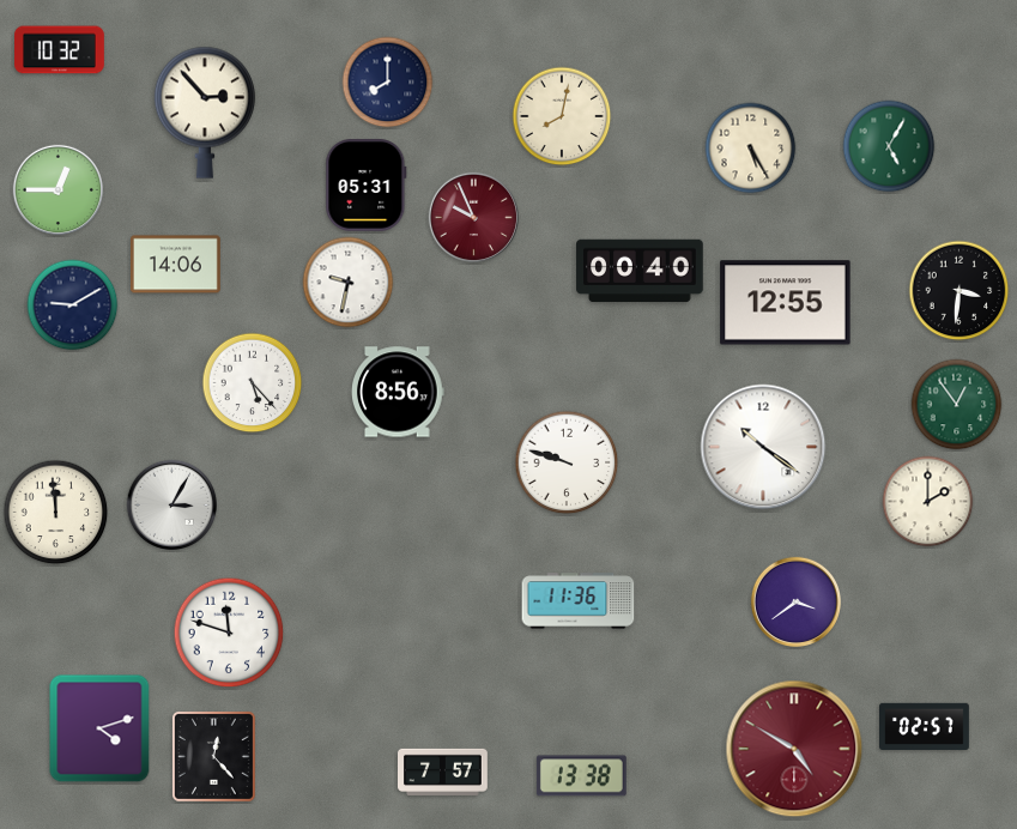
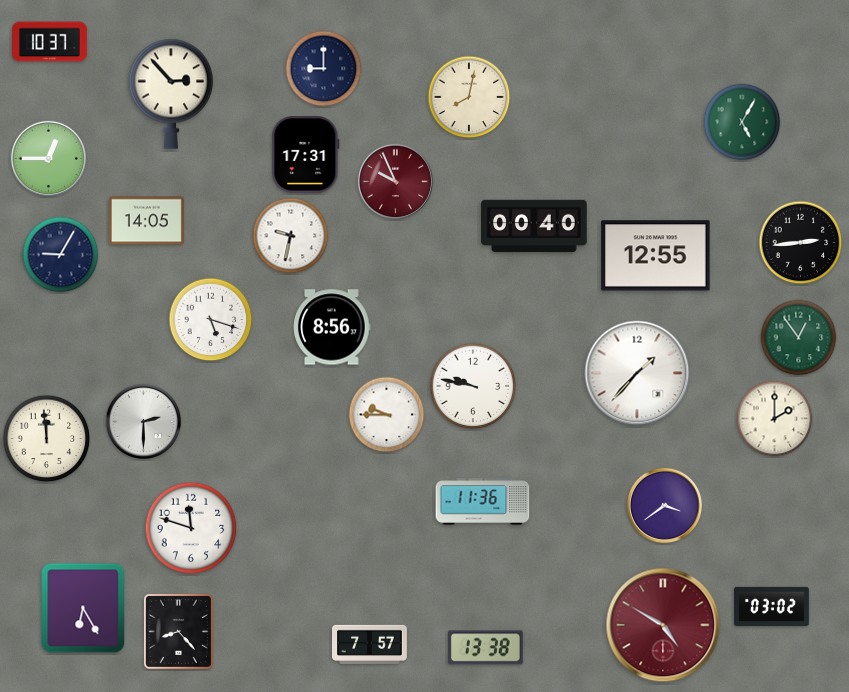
clock at (60, 50): 10:32 -> 10:37
clock at (388, 83): 8:00 -> 9:00
clock at (751, 149): 5:25 -> none
clock at (367, 186): 05:31 -> 17:31
clock at (175, 265): 14:06 -> 14:05
clock at (960, 291): 3:31 -> 2:44
clock at (786, 303) position: (786, 303) -> (656, 256)
clock at (73, 305): 9:10 -> 9:05
clock at (253, 383): 5:23 -> 5:18
clock at (763, 447): 10:21 -> 1:37
clock at (567, 462): 9:48 -> 9:47
clock at (387, 415): none -> 9:45
clock at (171, 504): 3:05 -> 2:30
clock at (56, 513) position: (56, 513) -> (47, 439)
clock at (795, 601) position: (795, 601) -> (664, 505)
clock at (925, 726): 02:57 -> 03:02
clock at (99, 728): 4:12 -> 6:25
clock at (213, 756): 12:23 -> 8:23
